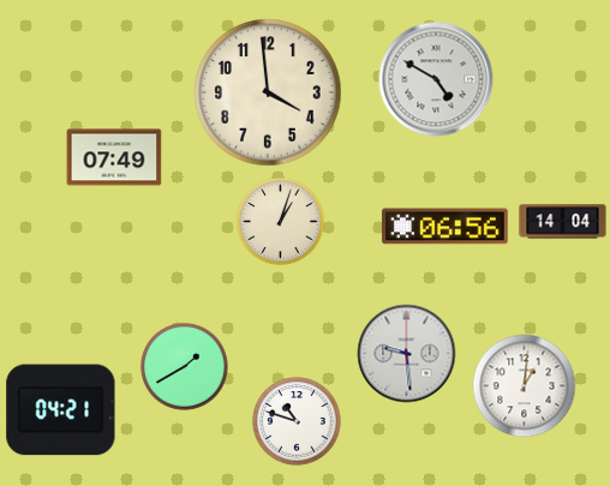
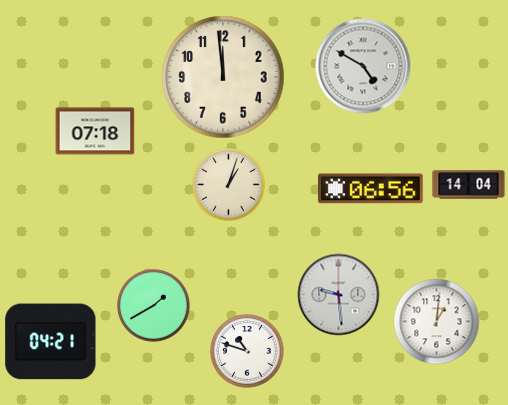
clock at (268, 92): 3:59 -> 11:59
clock at (114, 157): 07:49 -> 07:18
clock at (281, 222) position: (281, 222) -> (229, 185)
